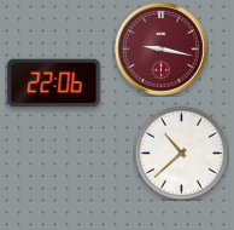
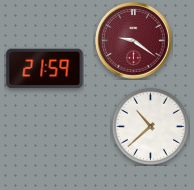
clock at (162, 50): 9:17 -> 9:21
clock at (54, 84): 22:06 -> 21:59
